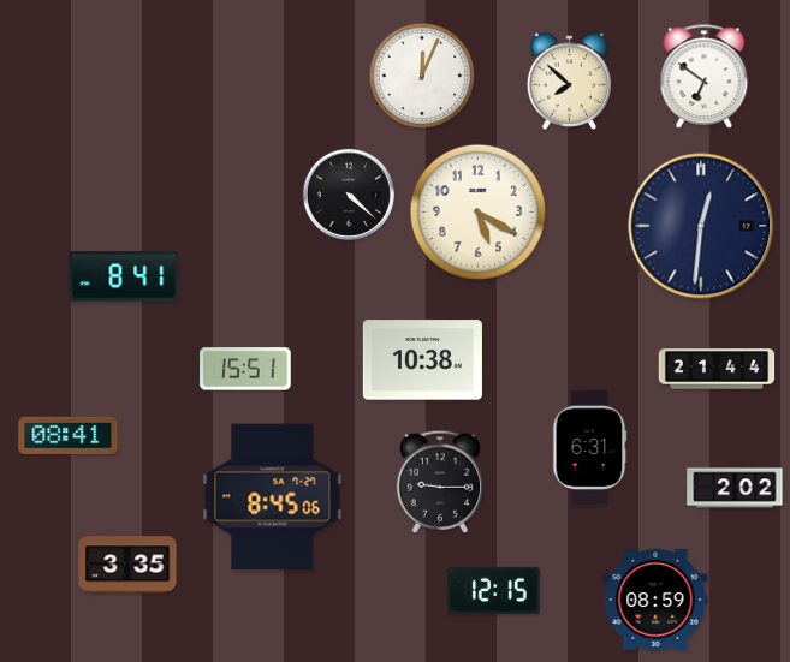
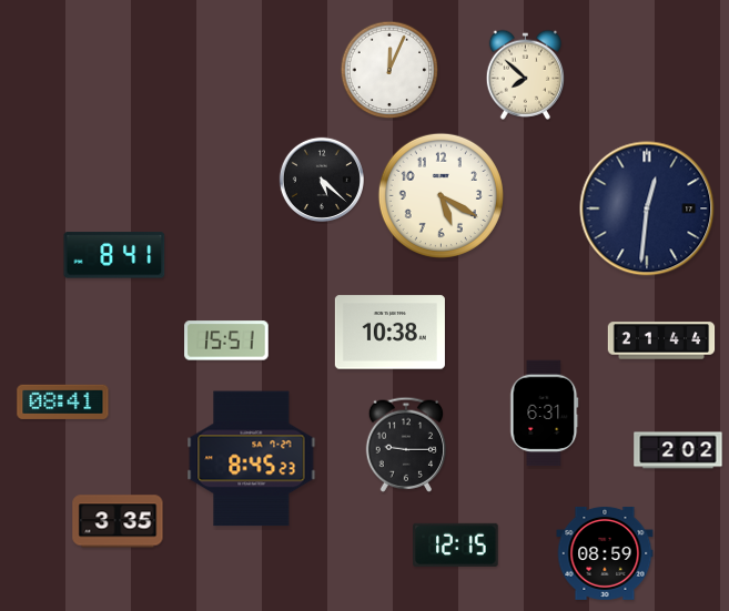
clock at (705, 77): 6:51 -> none
clock at (349, 195): 4:22 -> 5:22
clock at (273, 497): 8:45:06 -> 8:45:23
